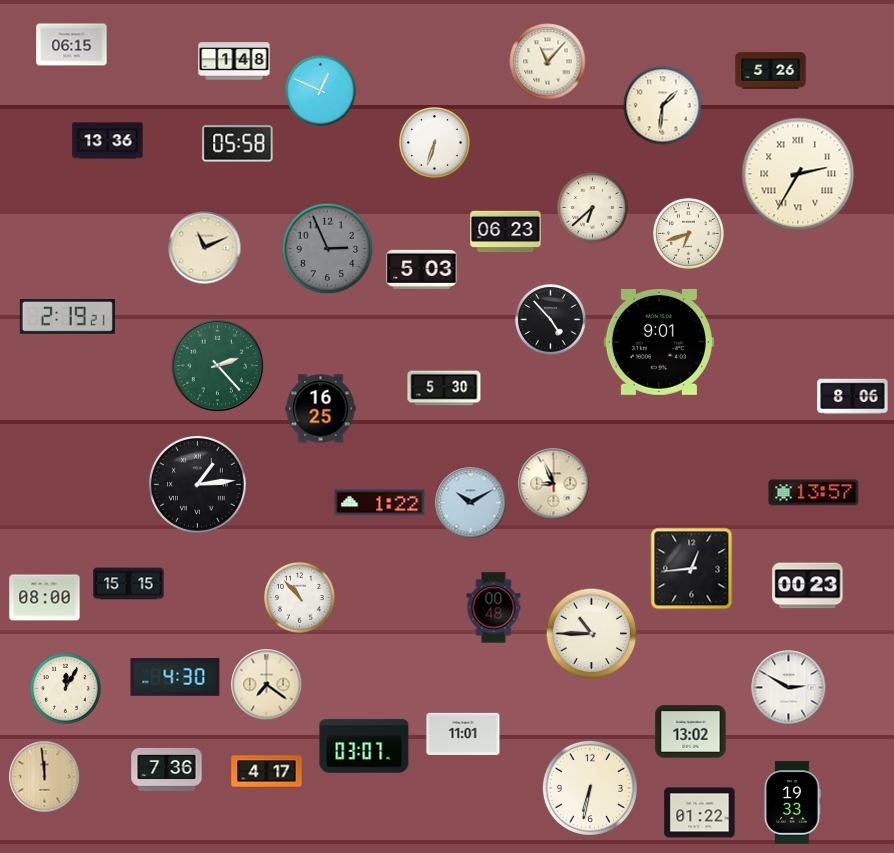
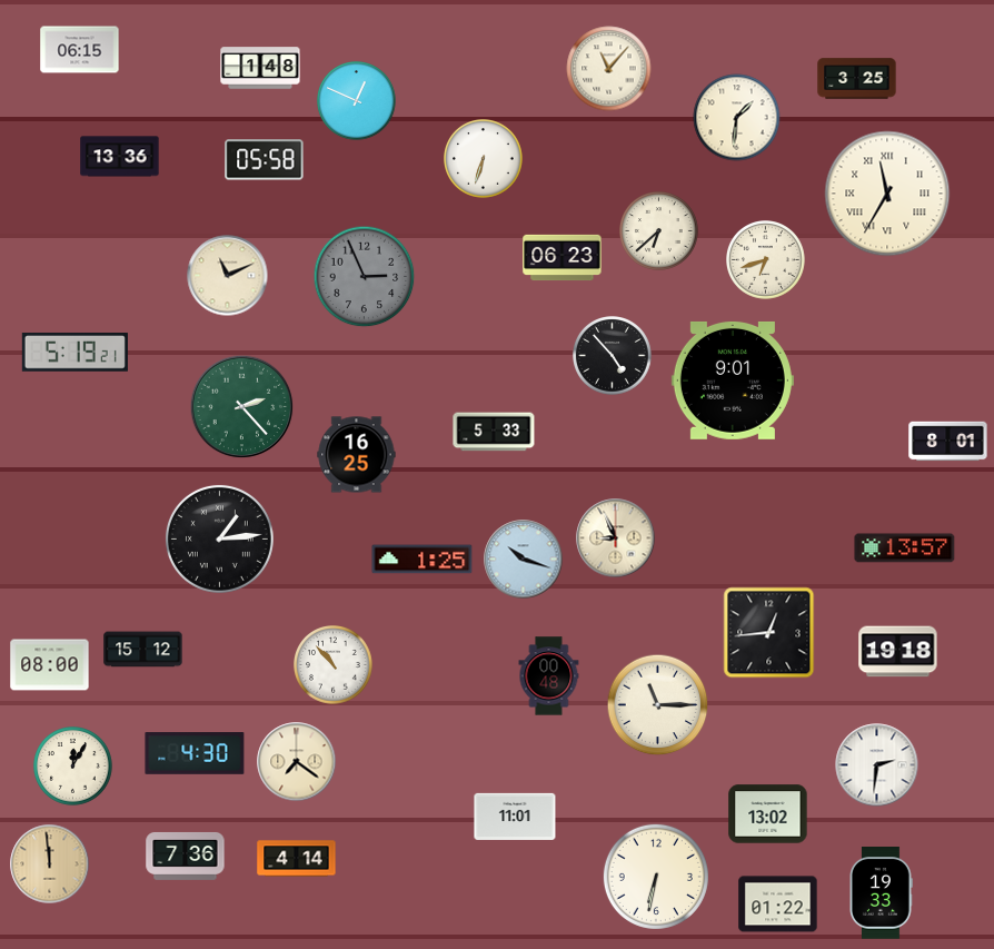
clock at (771, 71): 5:26 -> 3:25
clock at (798, 174): 2:35 -> 11:35
clock at (422, 269): 5:03 -> none
clock at (67, 317): 2:19 -> 5:19
clock at (444, 388): 5:30 -> 5:33
clock at (853, 397): 8:06 -> 8:01
clock at (380, 503): 1:22 -> 1:25
clock at (471, 503): 10:10 -> 10:18
clock at (129, 584): 15:15 -> 15:12
clock at (808, 586): 00:23 -> 19:18
clock at (592, 634): 10:45 -> 11:15
clock at (789, 688): 2:50 -> 2:31
clock at (364, 746): 03:07 -> none
clock at (267, 772): 4:17 -> 4:14
